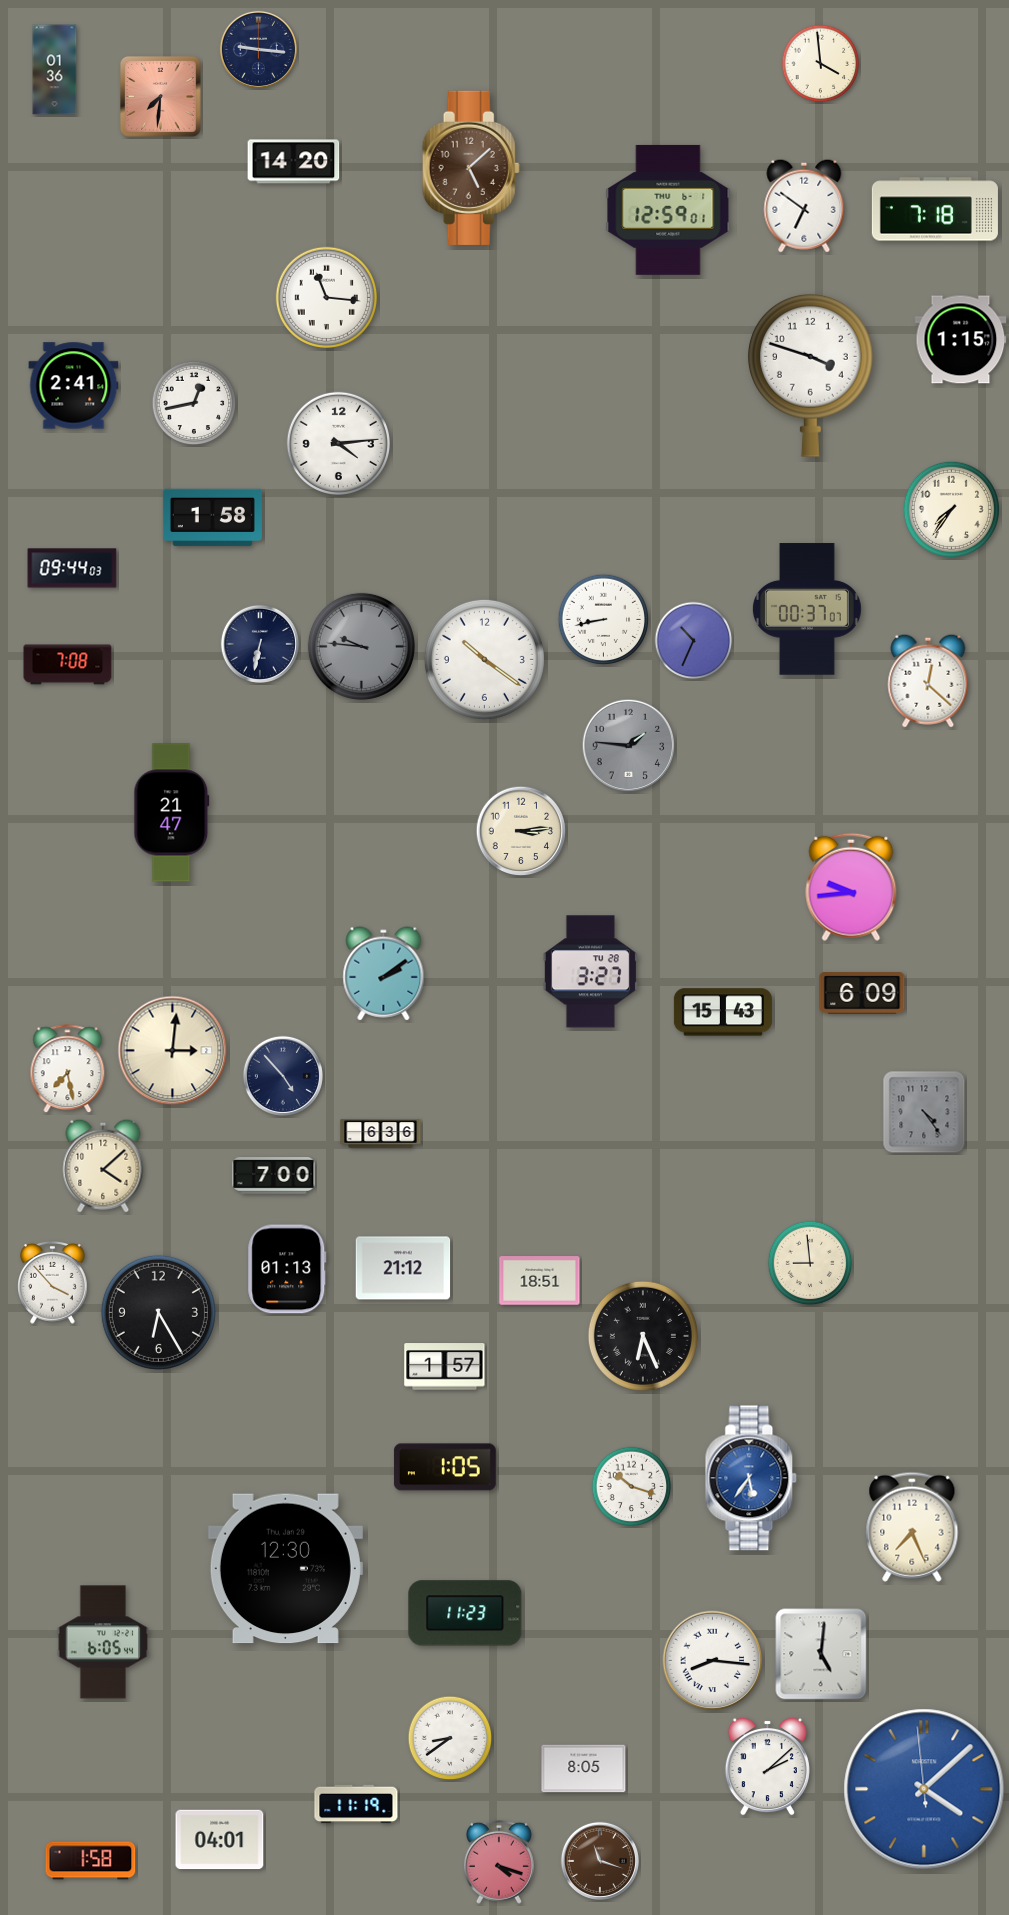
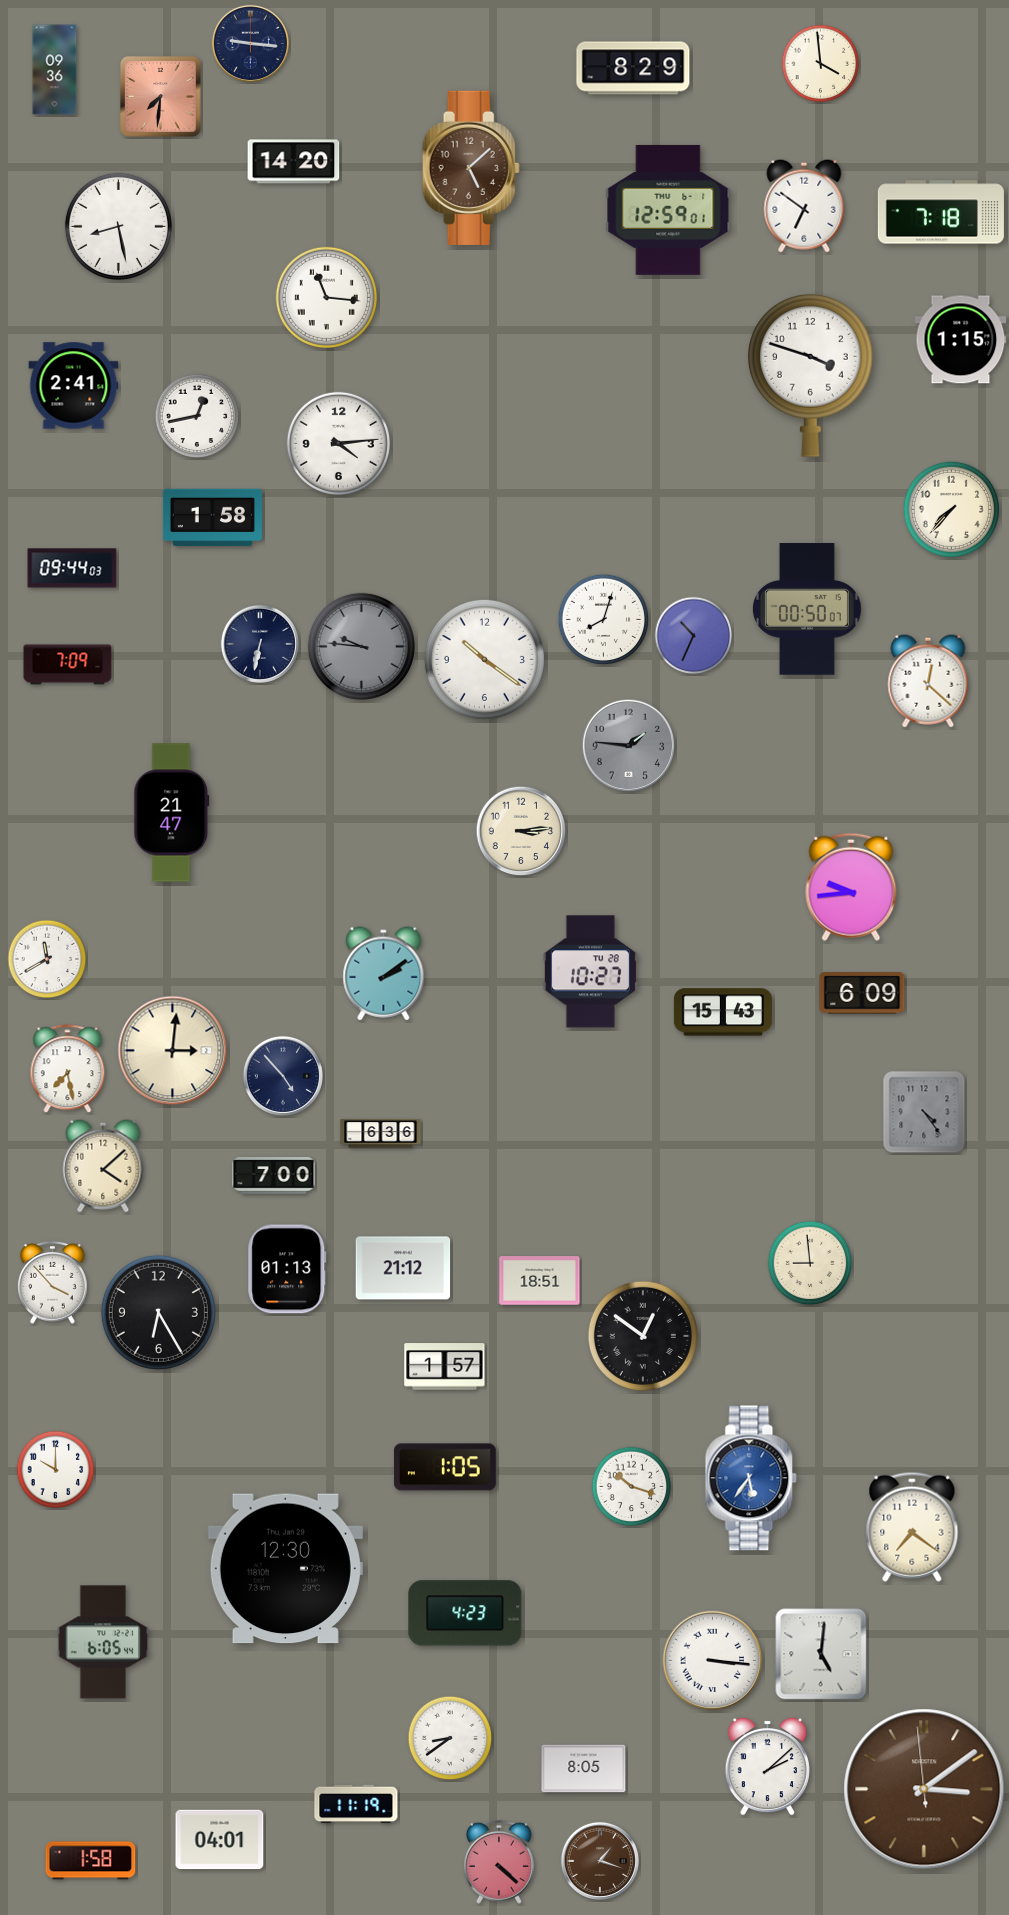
clock at (258, 49) position: (258, 49) -> (250, 43)
clock at (633, 68): none -> 8:29
clock at (55, 70): 01:36 -> 09:36
clock at (935, 209) position: (935, 209) -> (941, 212)
clock at (118, 226): none -> 8:28
clock at (194, 403) position: (194, 403) -> (197, 416)
clock at (951, 509): 7:36 -> 7:37
clock at (807, 609): 00:37 -> 00:50
clock at (604, 620): 8:43 -> 8:03
clock at (694, 641) position: (694, 641) -> (694, 636)
clock at (68, 665): 7:08 -> 7:09
clock at (47, 959): none -> 11:40
clock at (590, 972): 3:27 -> 10:27
clock at (643, 1336): 6:26 -> 12:51
clock at (56, 1470): none -> 10:00
clock at (912, 1527): 7:26 -> 7:21
clock at (465, 1613): 11:23 -> 4:23
clock at (713, 1661): 8:16 -> 3:16
clock at (924, 1789): 4:07 -> 3:08
clock at (924, 1789) dial: blue -> brown
clock at (600, 1861): 11:18 -> 1:18
clock at (499, 1862): 4:18 -> 4:22
